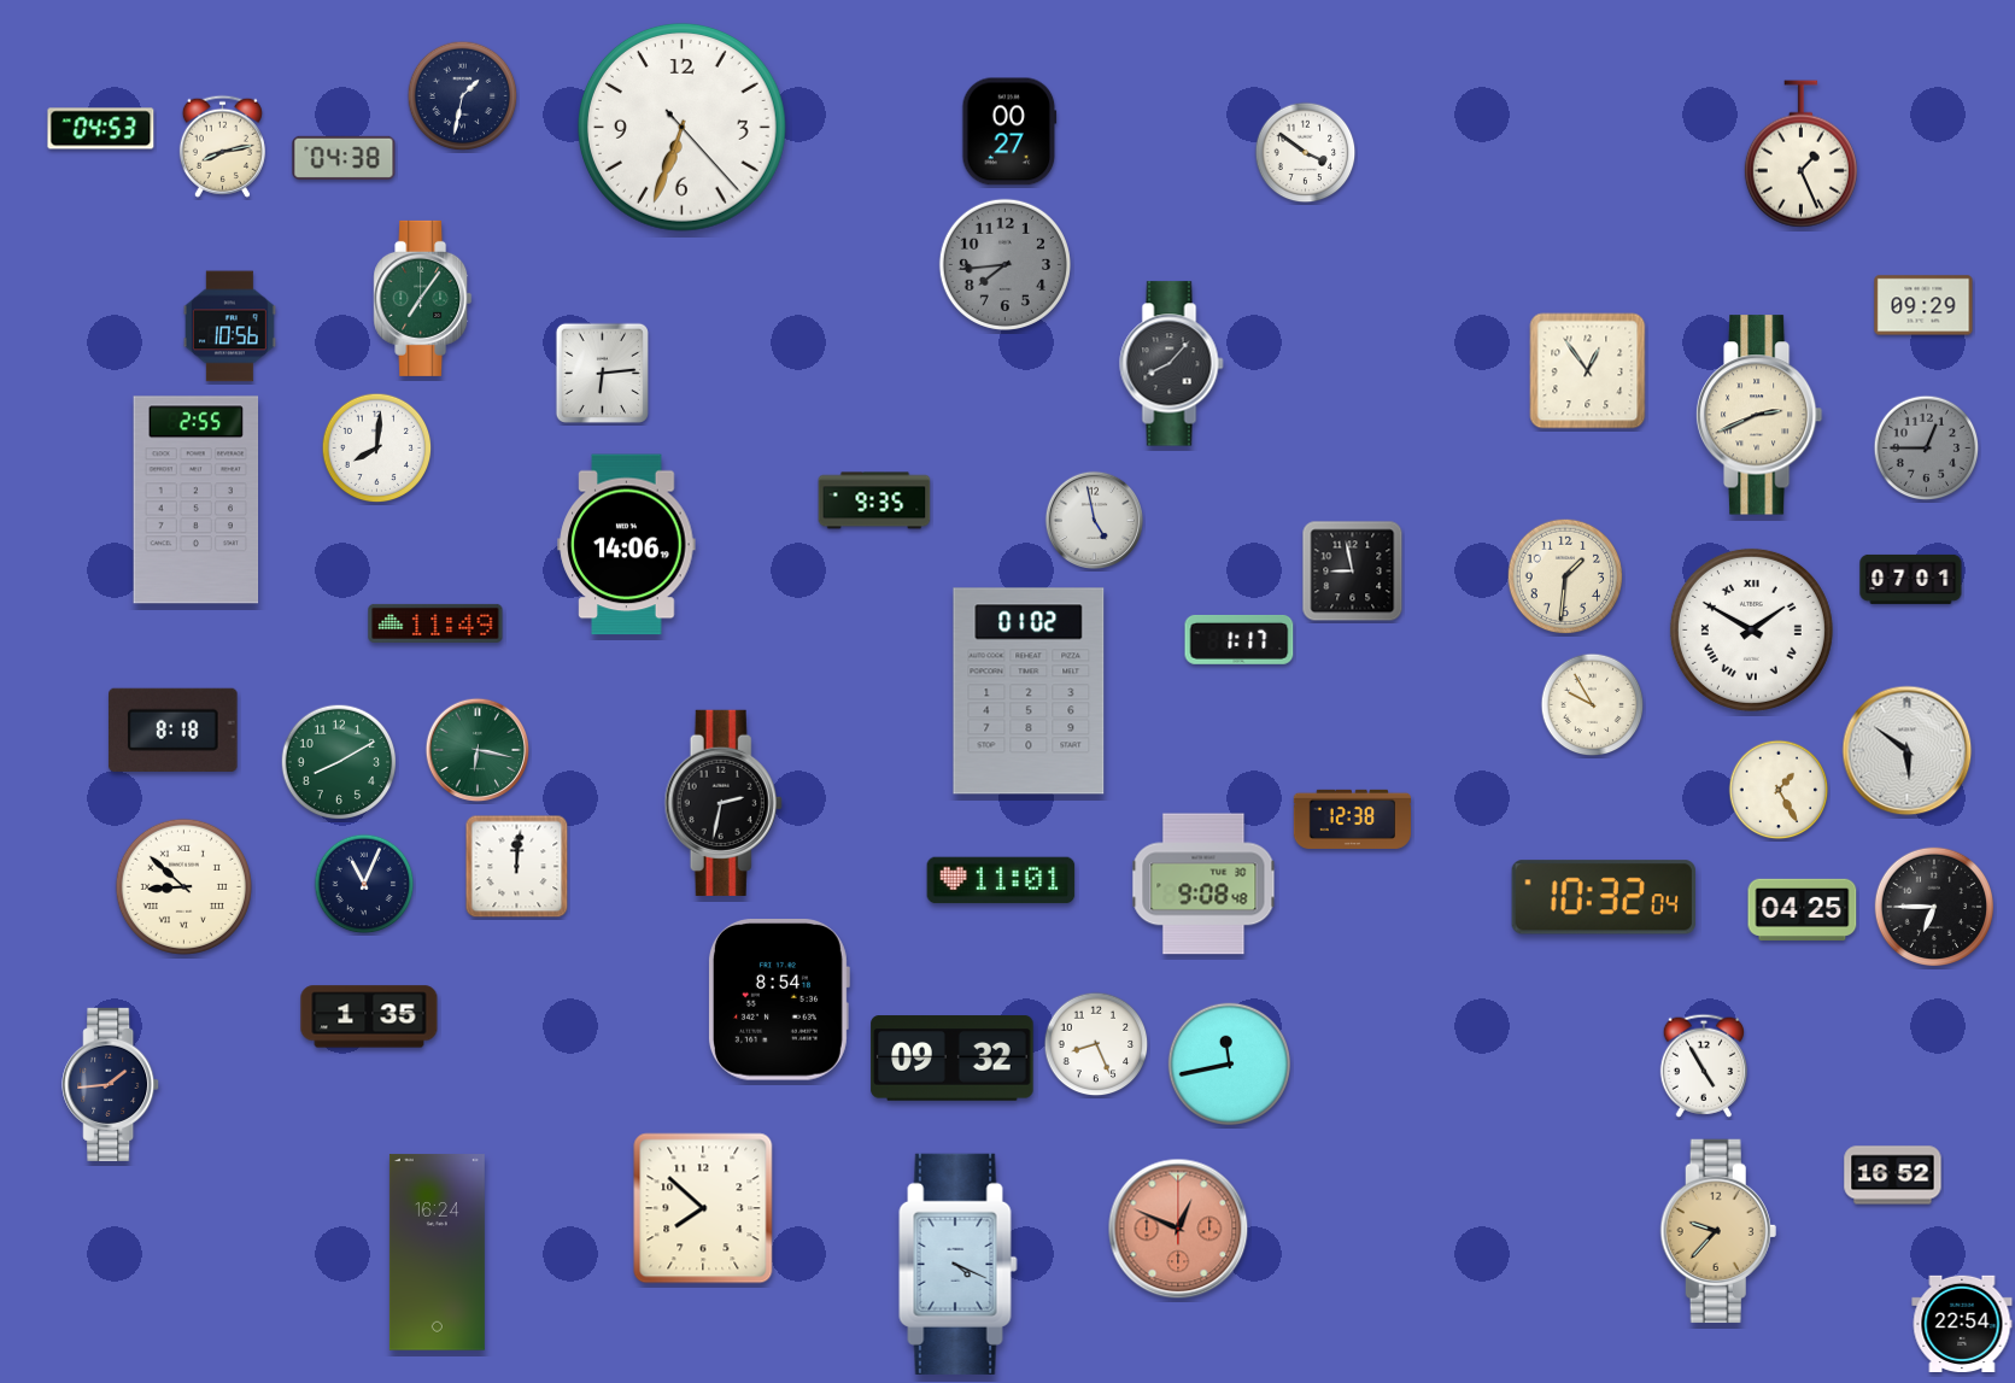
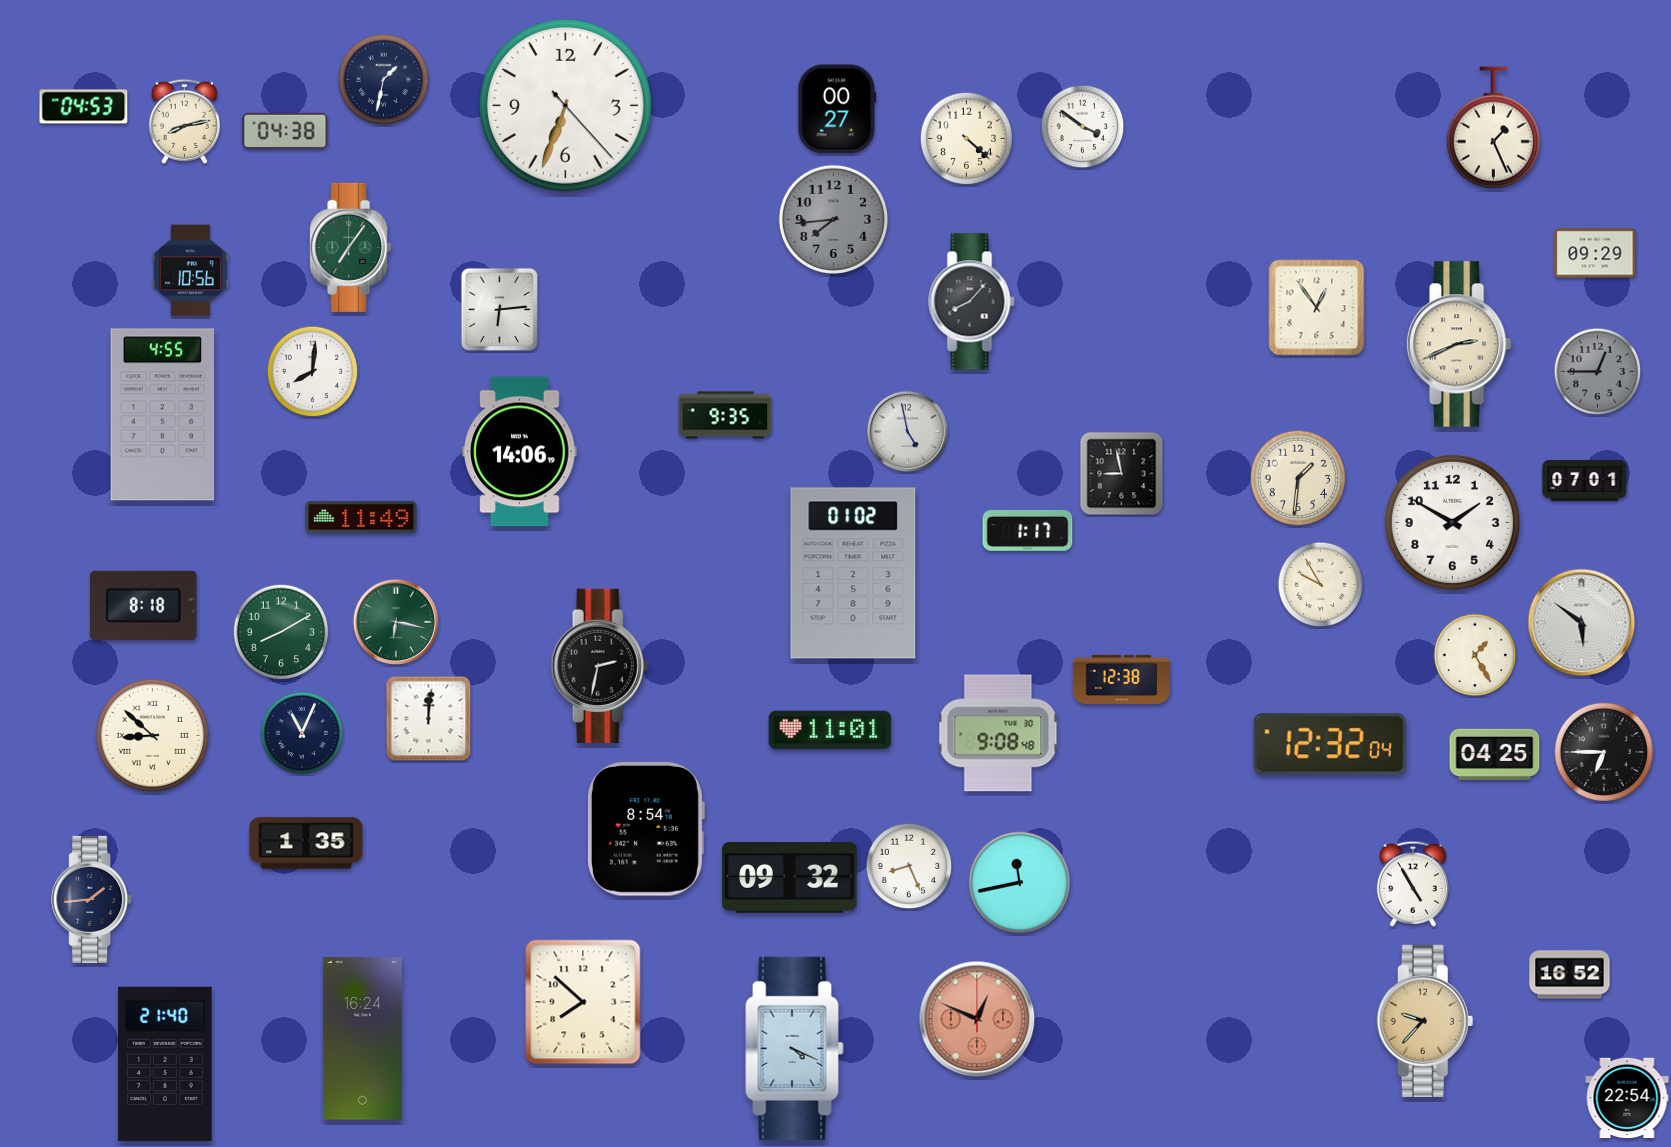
clock at (967, 139): none -> 4:22
clock at (197, 500): 2:55 -> 4:55
clock at (1751, 629) numerals: Roman -> Arabic
clock at (1604, 897): 10:32 -> 12:32
clock at (165, 1064): none -> 21:40
